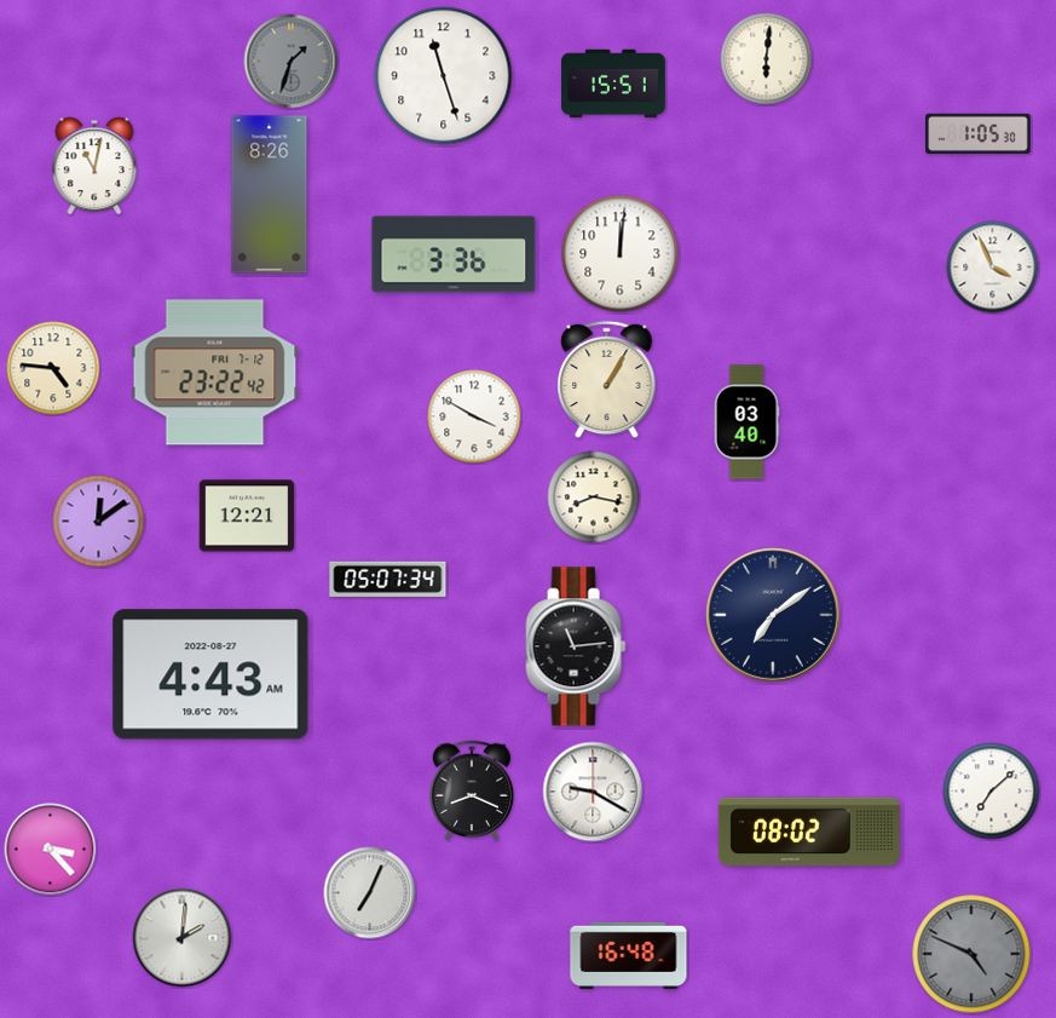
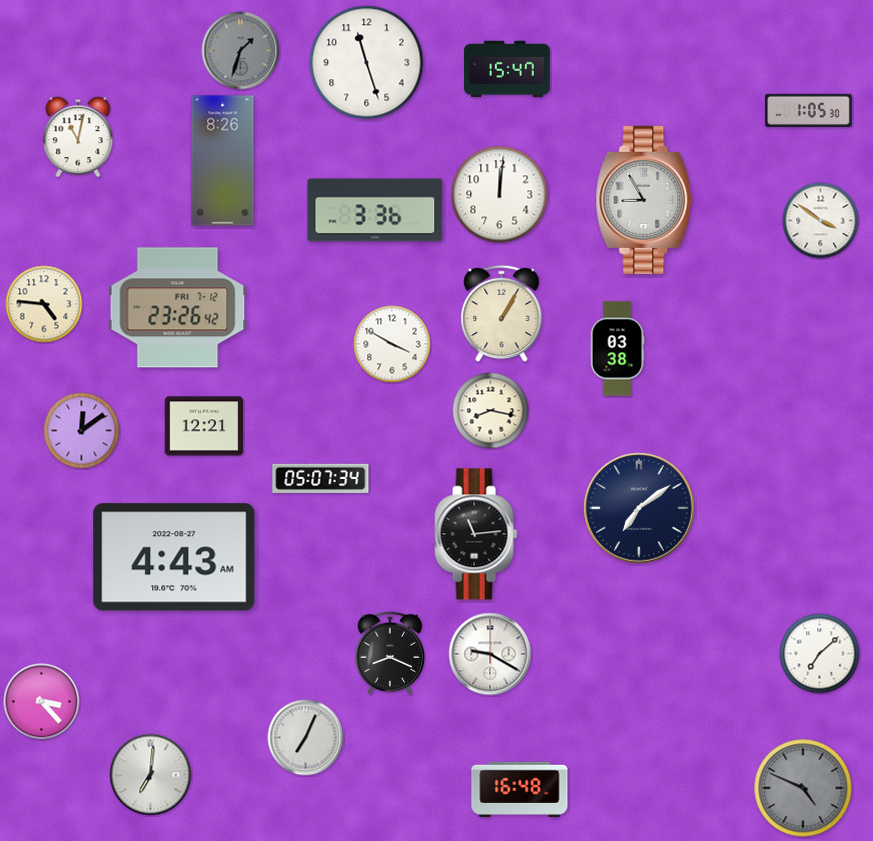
clock at (767, 59): 6:01 -> none
clock at (613, 84): 15:51 -> 15:47
clock at (644, 200): none -> 8:55
clock at (621, 254) position: (621, 254) -> (500, 195)
clock at (993, 268): 3:56 -> 3:51
clock at (215, 373): 23:22 -> 23:26
clock at (746, 422): 03:40 -> 03:38
clock at (809, 832): 08:02 -> none
clock at (183, 938): 2:01 -> 7:01
